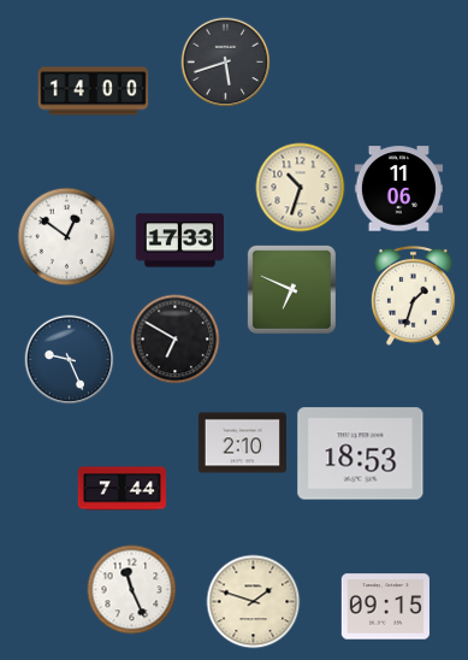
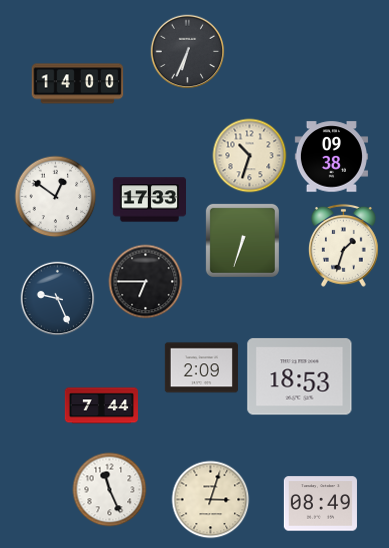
clock at (226, 63): 5:42 -> 6:34
clock at (94, 92) position: (94, 92) -> (78, 84)
clock at (398, 189): 11:06 -> 09:38
clock at (291, 289): 6:49 -> 6:33
clock at (176, 340): 6:50 -> 6:45
clock at (242, 443): 2:10 -> 2:09
clock at (254, 602): 1:48 -> 3:03
clock at (385, 607): 09:15 -> 08:49
